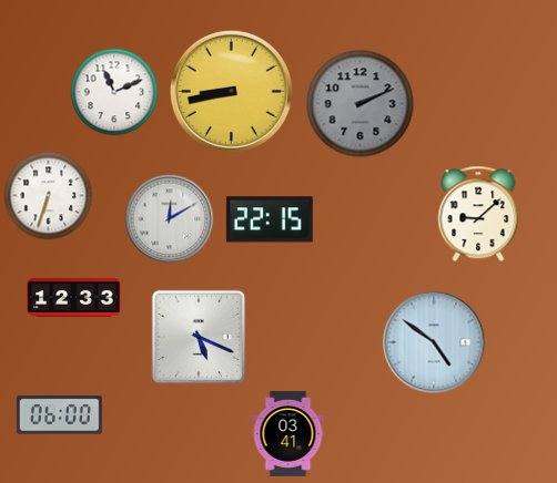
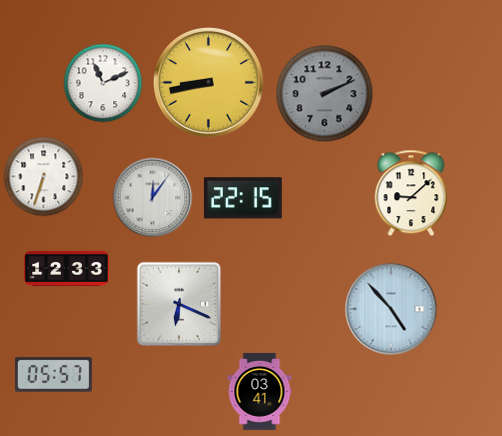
clock at (478, 214) position: (478, 214) -> (411, 193)
clock at (169, 218): 12:10 -> 12:06
clock at (199, 337): 5:19 -> 6:19
clock at (434, 342): 4:51 -> 4:53
clock at (59, 415): 06:00 -> 05:57
